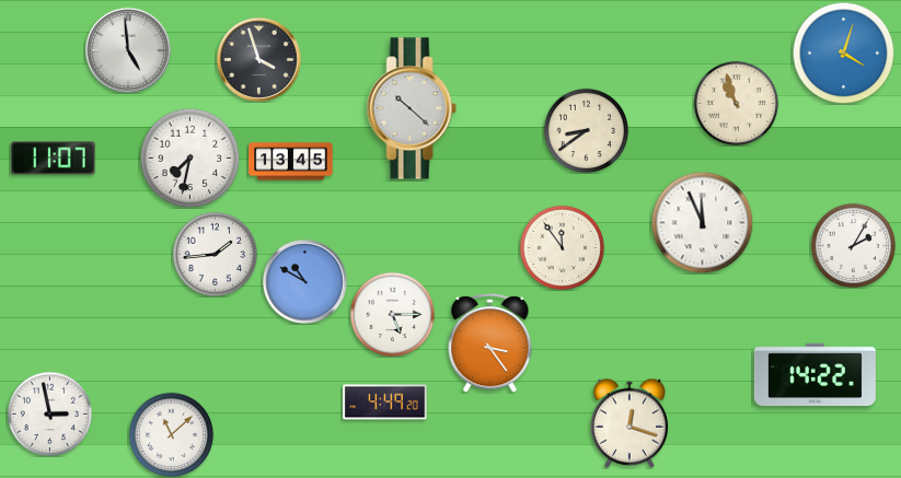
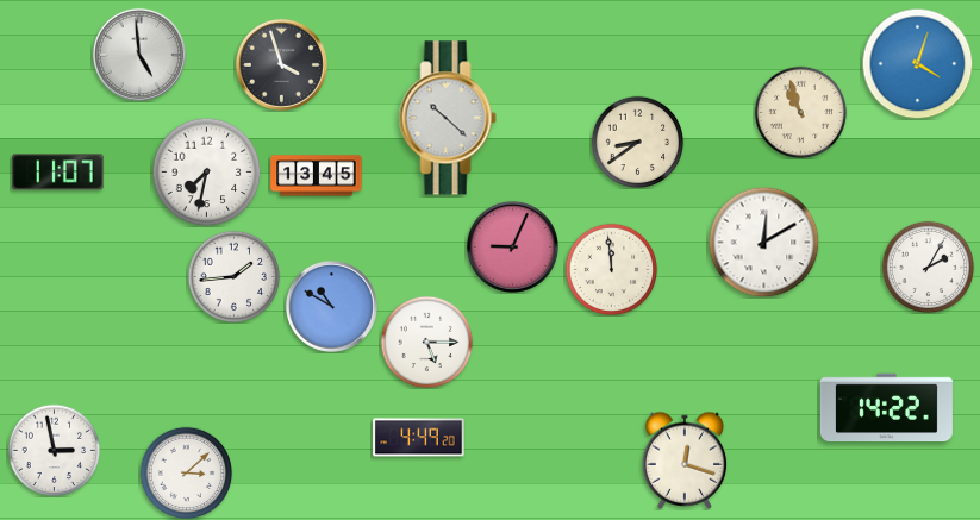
clock at (843, 53) position: (843, 53) -> (917, 63)
clock at (702, 222): 11:56 -> 12:10
clock at (512, 246): none -> 9:04
clock at (562, 247): 11:54 -> 11:59
clock at (490, 342): 3:24 -> none
clock at (171, 434): 11:08 -> 3:08
